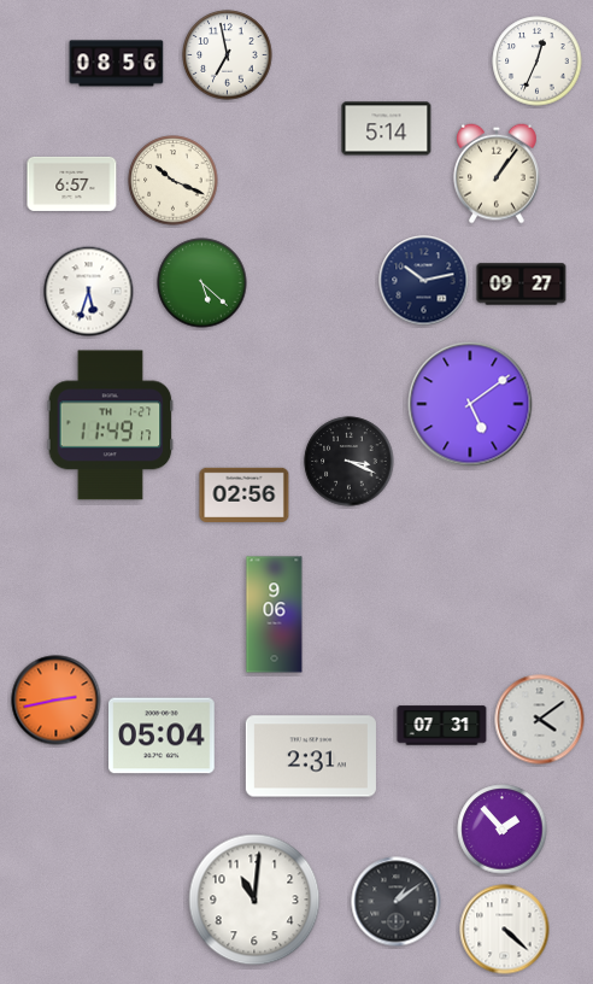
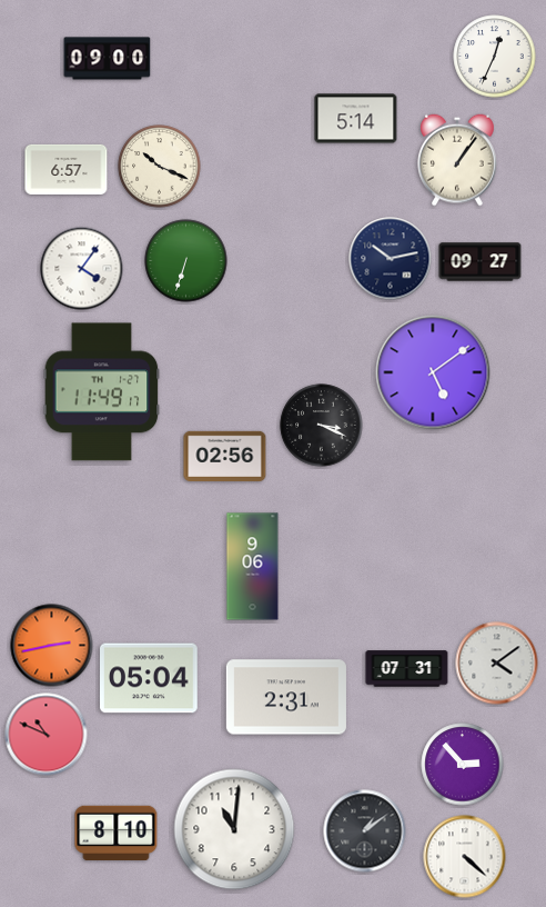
clock at (228, 55): 6:58 -> none
clock at (117, 64): 08:56 -> 09:00
clock at (202, 283): 5:22 -> 6:33
clock at (89, 292): 5:33 -> 4:06
clock at (47, 735): none -> 10:49
clock at (503, 830): 1:53 -> 2:53
clock at (117, 833): none -> 8:10
